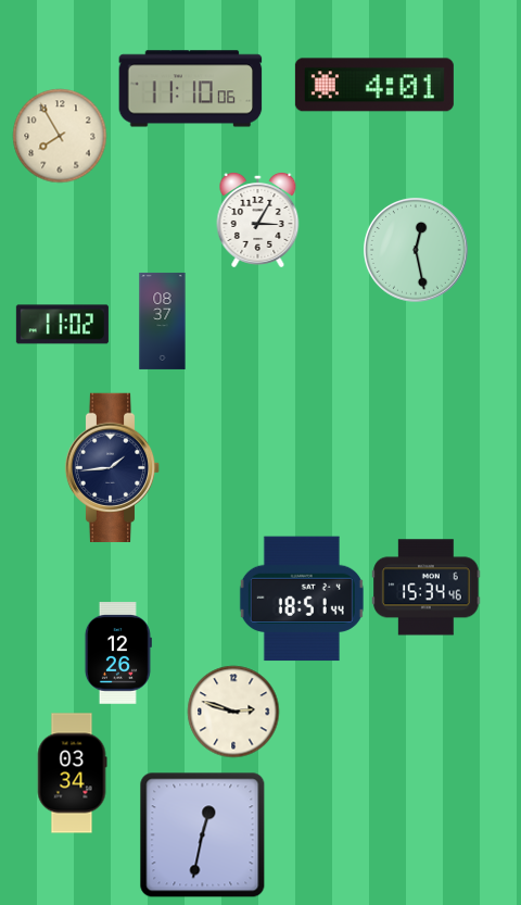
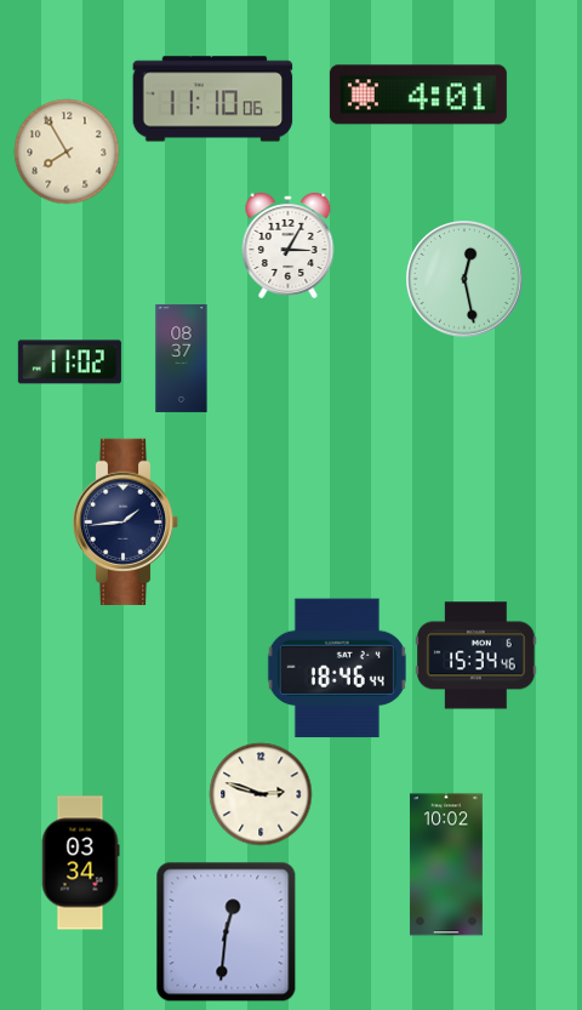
clock at (302, 599): 18:51 -> 18:46
clock at (118, 653): 12:26 -> none
clock at (446, 865): none -> 10:02
clock at (203, 835): 12:32 -> 12:31
